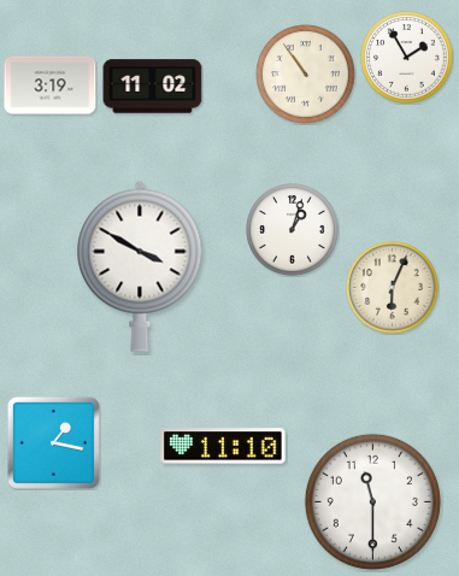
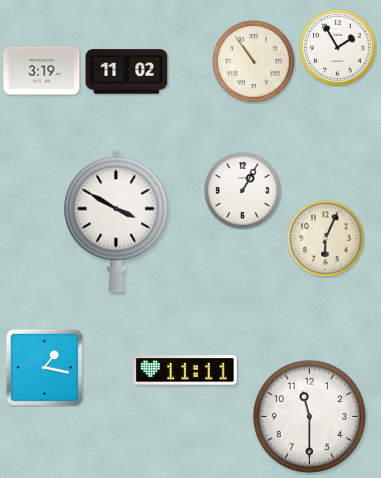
clock at (293, 230): 1:03 -> 1:05
clock at (223, 446): 11:10 -> 11:11
